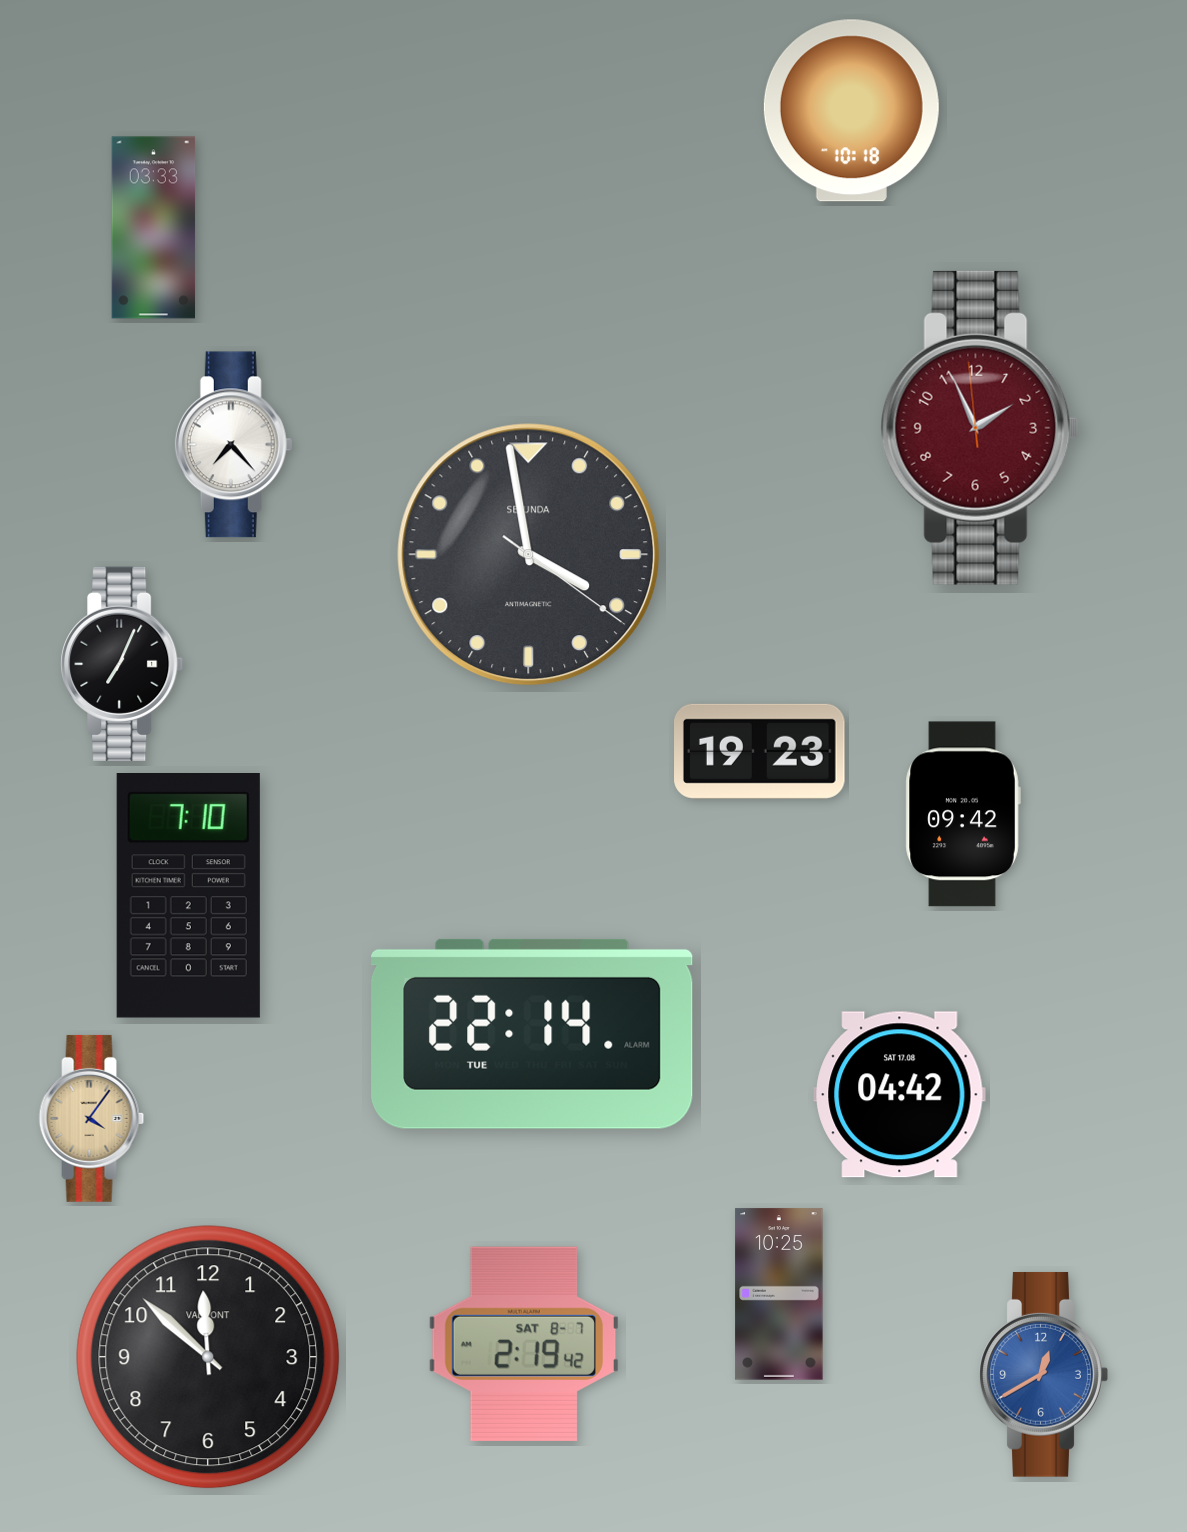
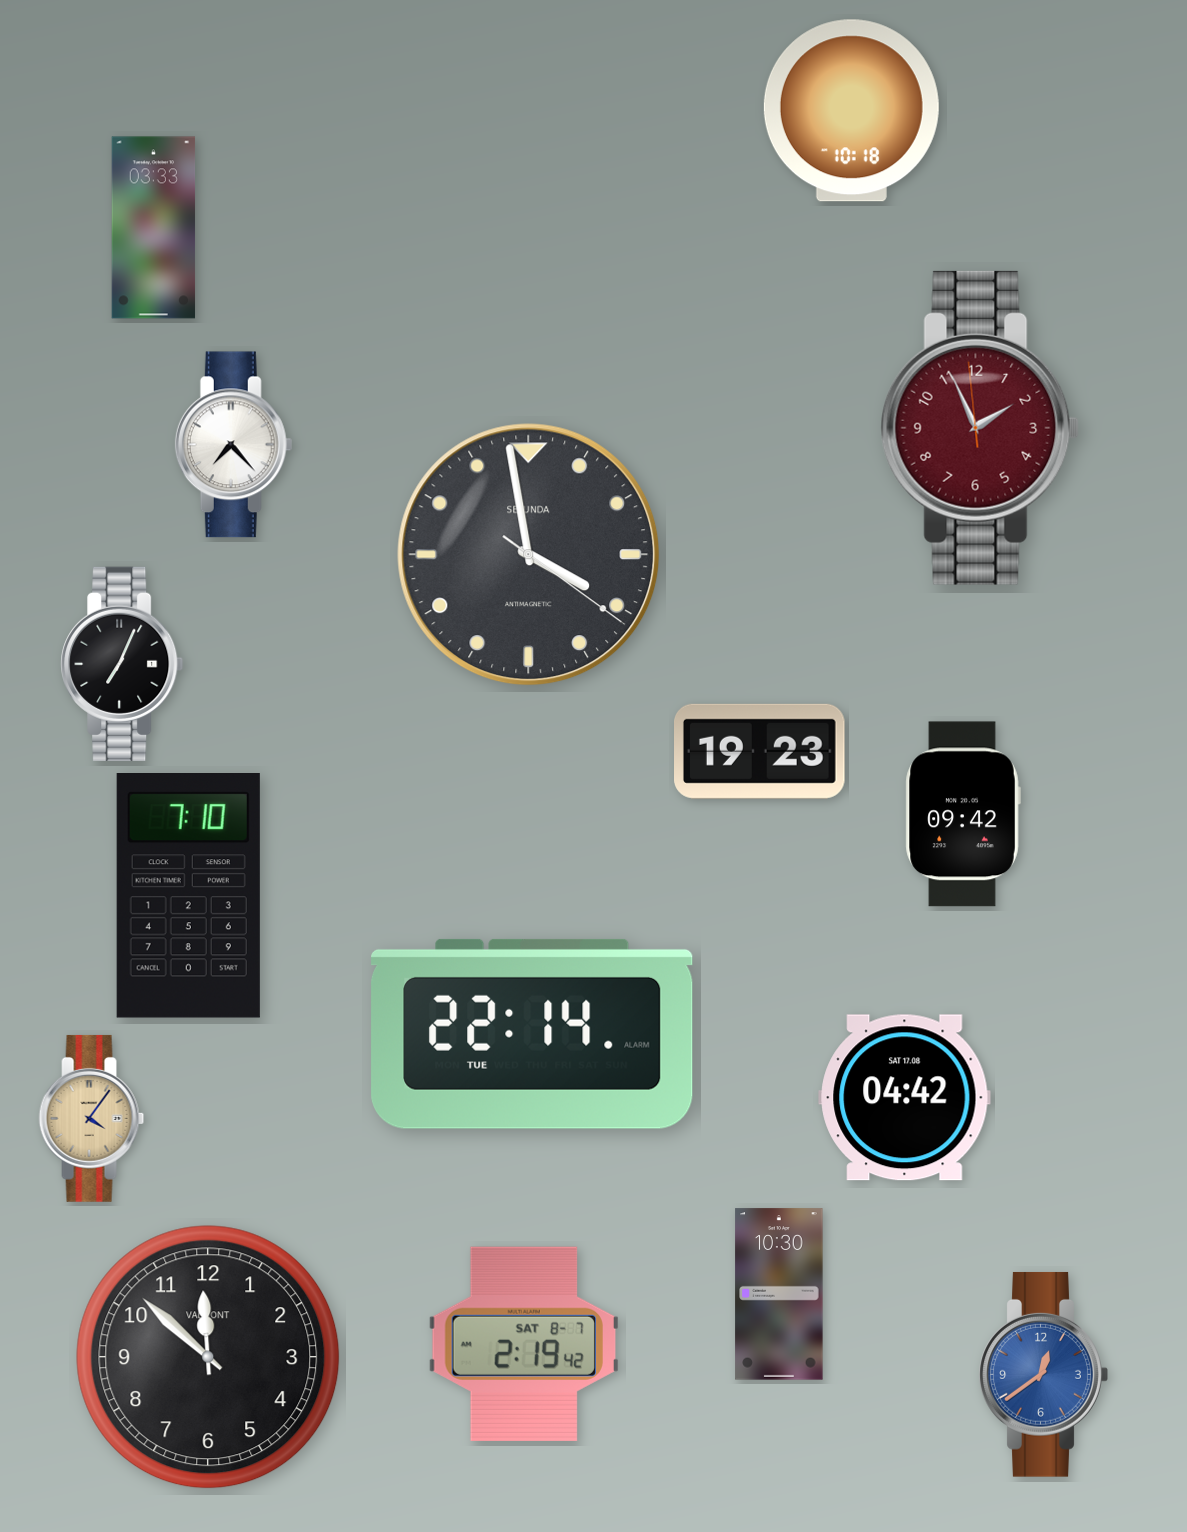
clock at (900, 1095) position: (900, 1095) -> (905, 1098)
clock at (779, 1294): 10:25 -> 10:30
clock at (1043, 1374): 12:40 -> 12:39
